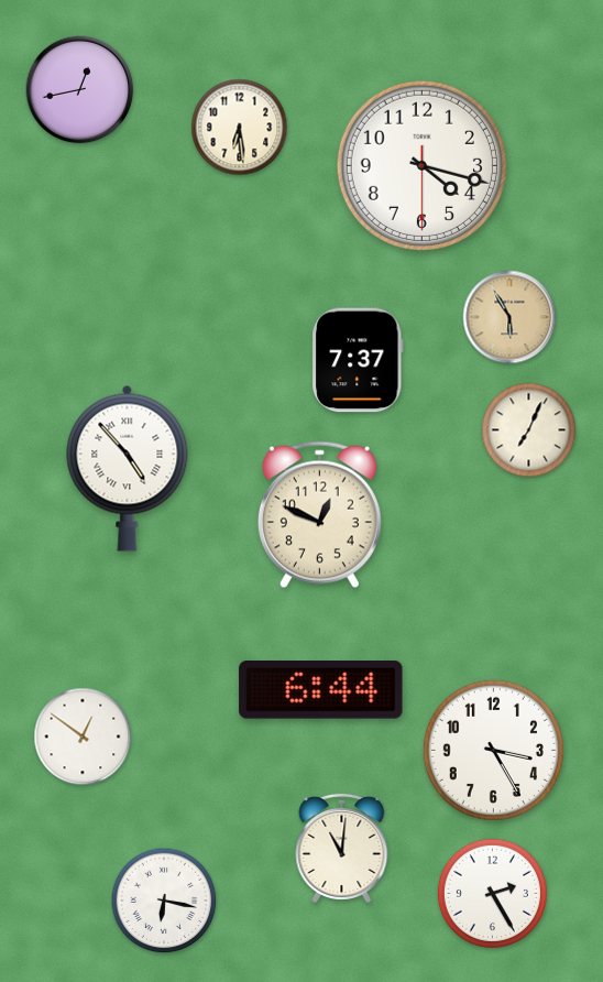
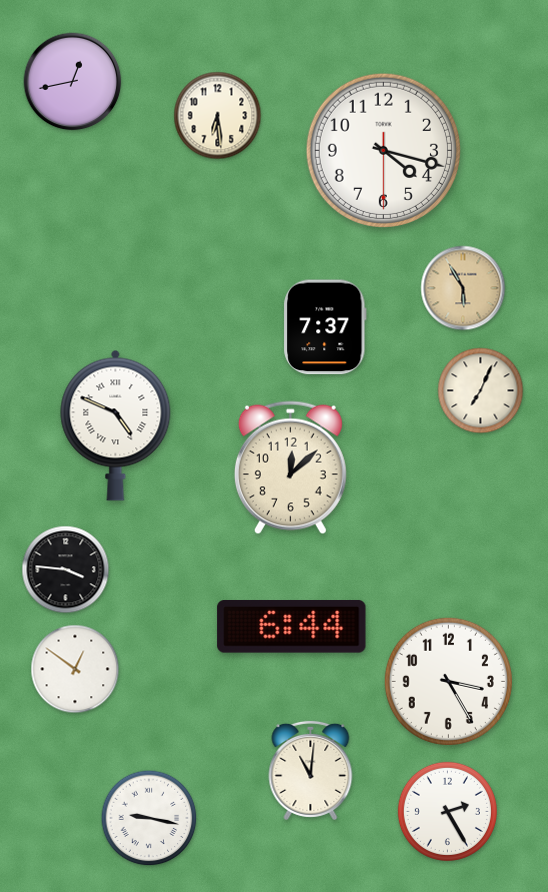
clock at (128, 468): 4:53 -> 4:49
clock at (319, 515): 12:49 -> 12:08
clock at (66, 570): none -> 3:46
clock at (164, 901): 6:17 -> 9:17
